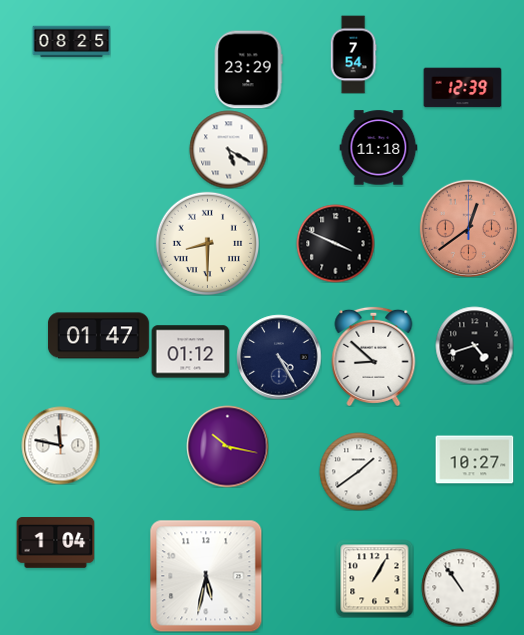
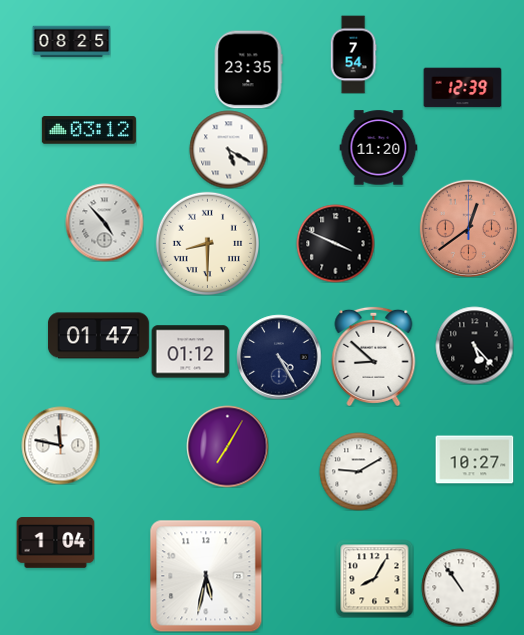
clock at (248, 69): 23:29 -> 23:35
clock at (89, 130): none -> 03:12
clock at (378, 148): 11:18 -> 11:20
clock at (104, 222): none -> 4:53
clock at (474, 345): 4:42 -> 5:23
clock at (227, 446): 10:17 -> 7:05
clock at (358, 471): 1:39 -> 9:10
clock at (374, 578): 1:05 -> 8:05
